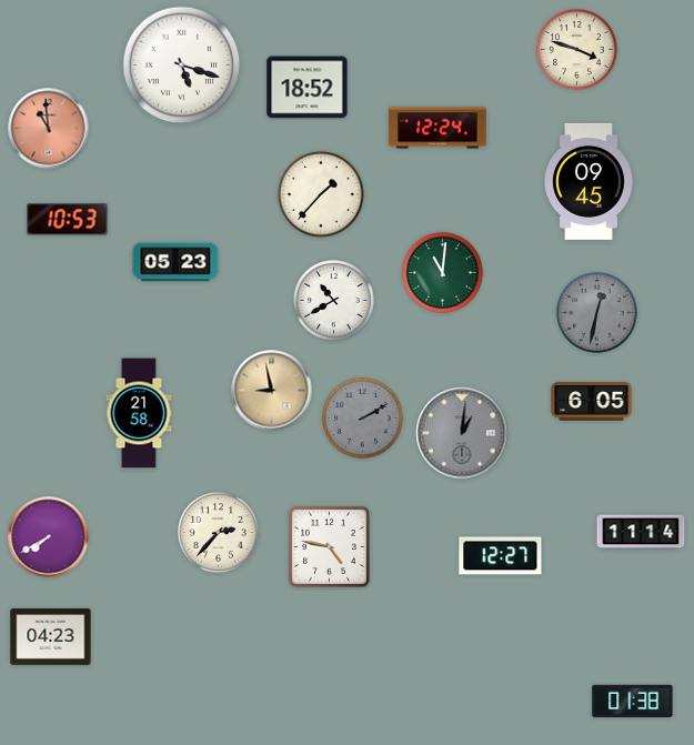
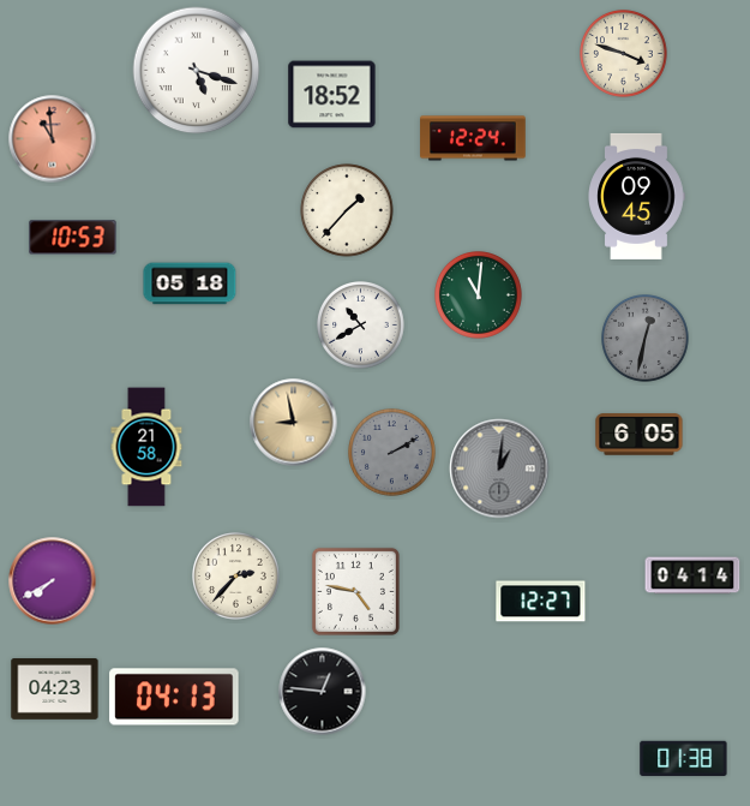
clock at (175, 262): 05:23 -> 05:18
clock at (139, 413) position: (139, 413) -> (146, 447)
clock at (641, 532): 11:14 -> 04:14
clock at (323, 692): none -> 12:46
clock at (174, 697): none -> 04:13
